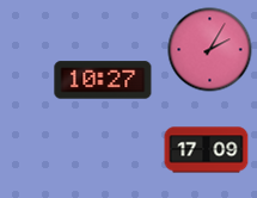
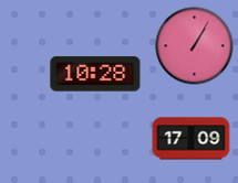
clock at (210, 50): 2:05 -> 1:05
clock at (103, 80): 10:27 -> 10:28
